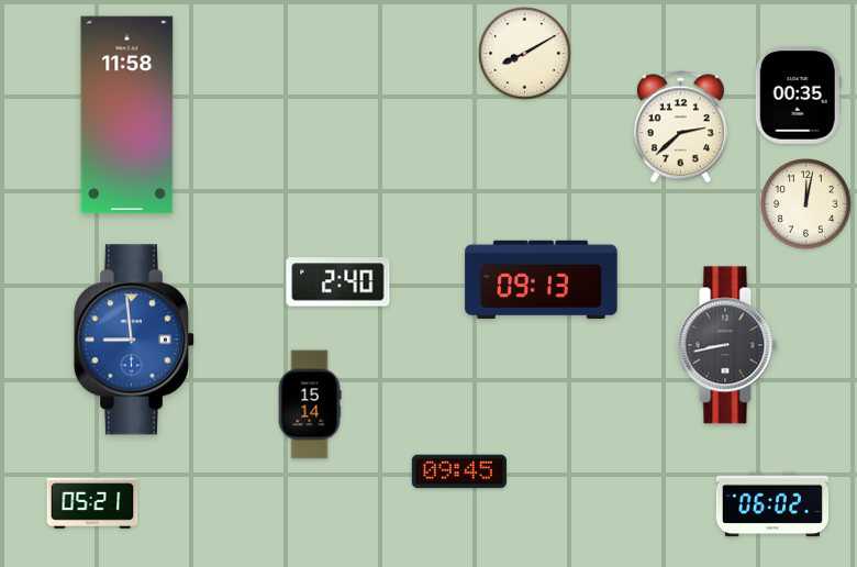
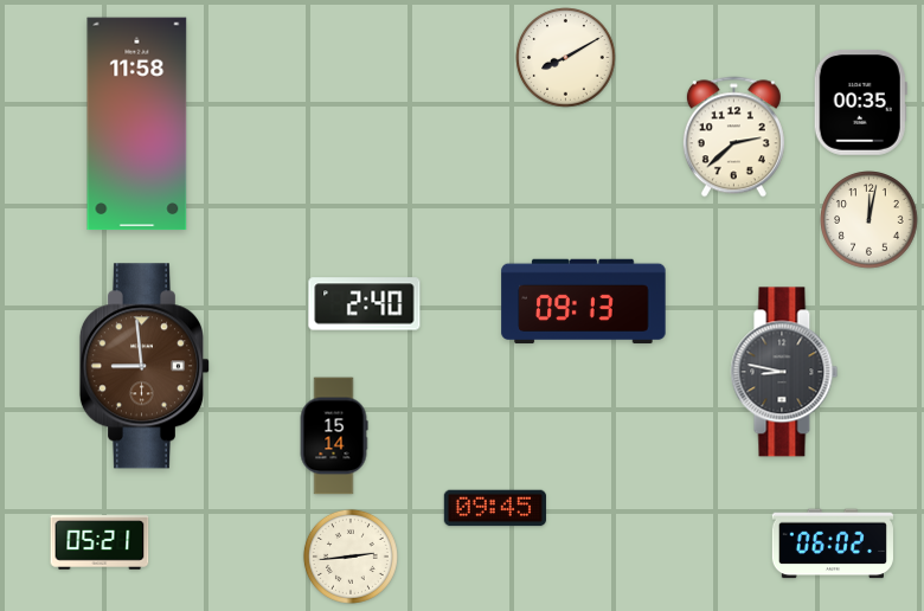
clock at (134, 340) dial: blue -> brown
clock at (727, 345): 8:43 -> 8:47
clock at (351, 557): none -> 2:44
